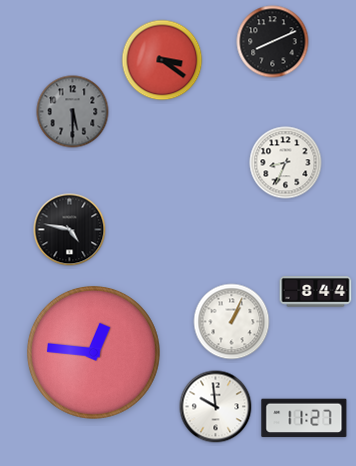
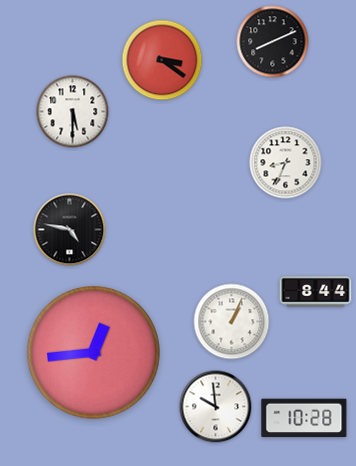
clock at (73, 112) dial: grey -> white
clock at (93, 352): 12:46 -> 12:44
clock at (304, 418): 11:27 -> 10:28
